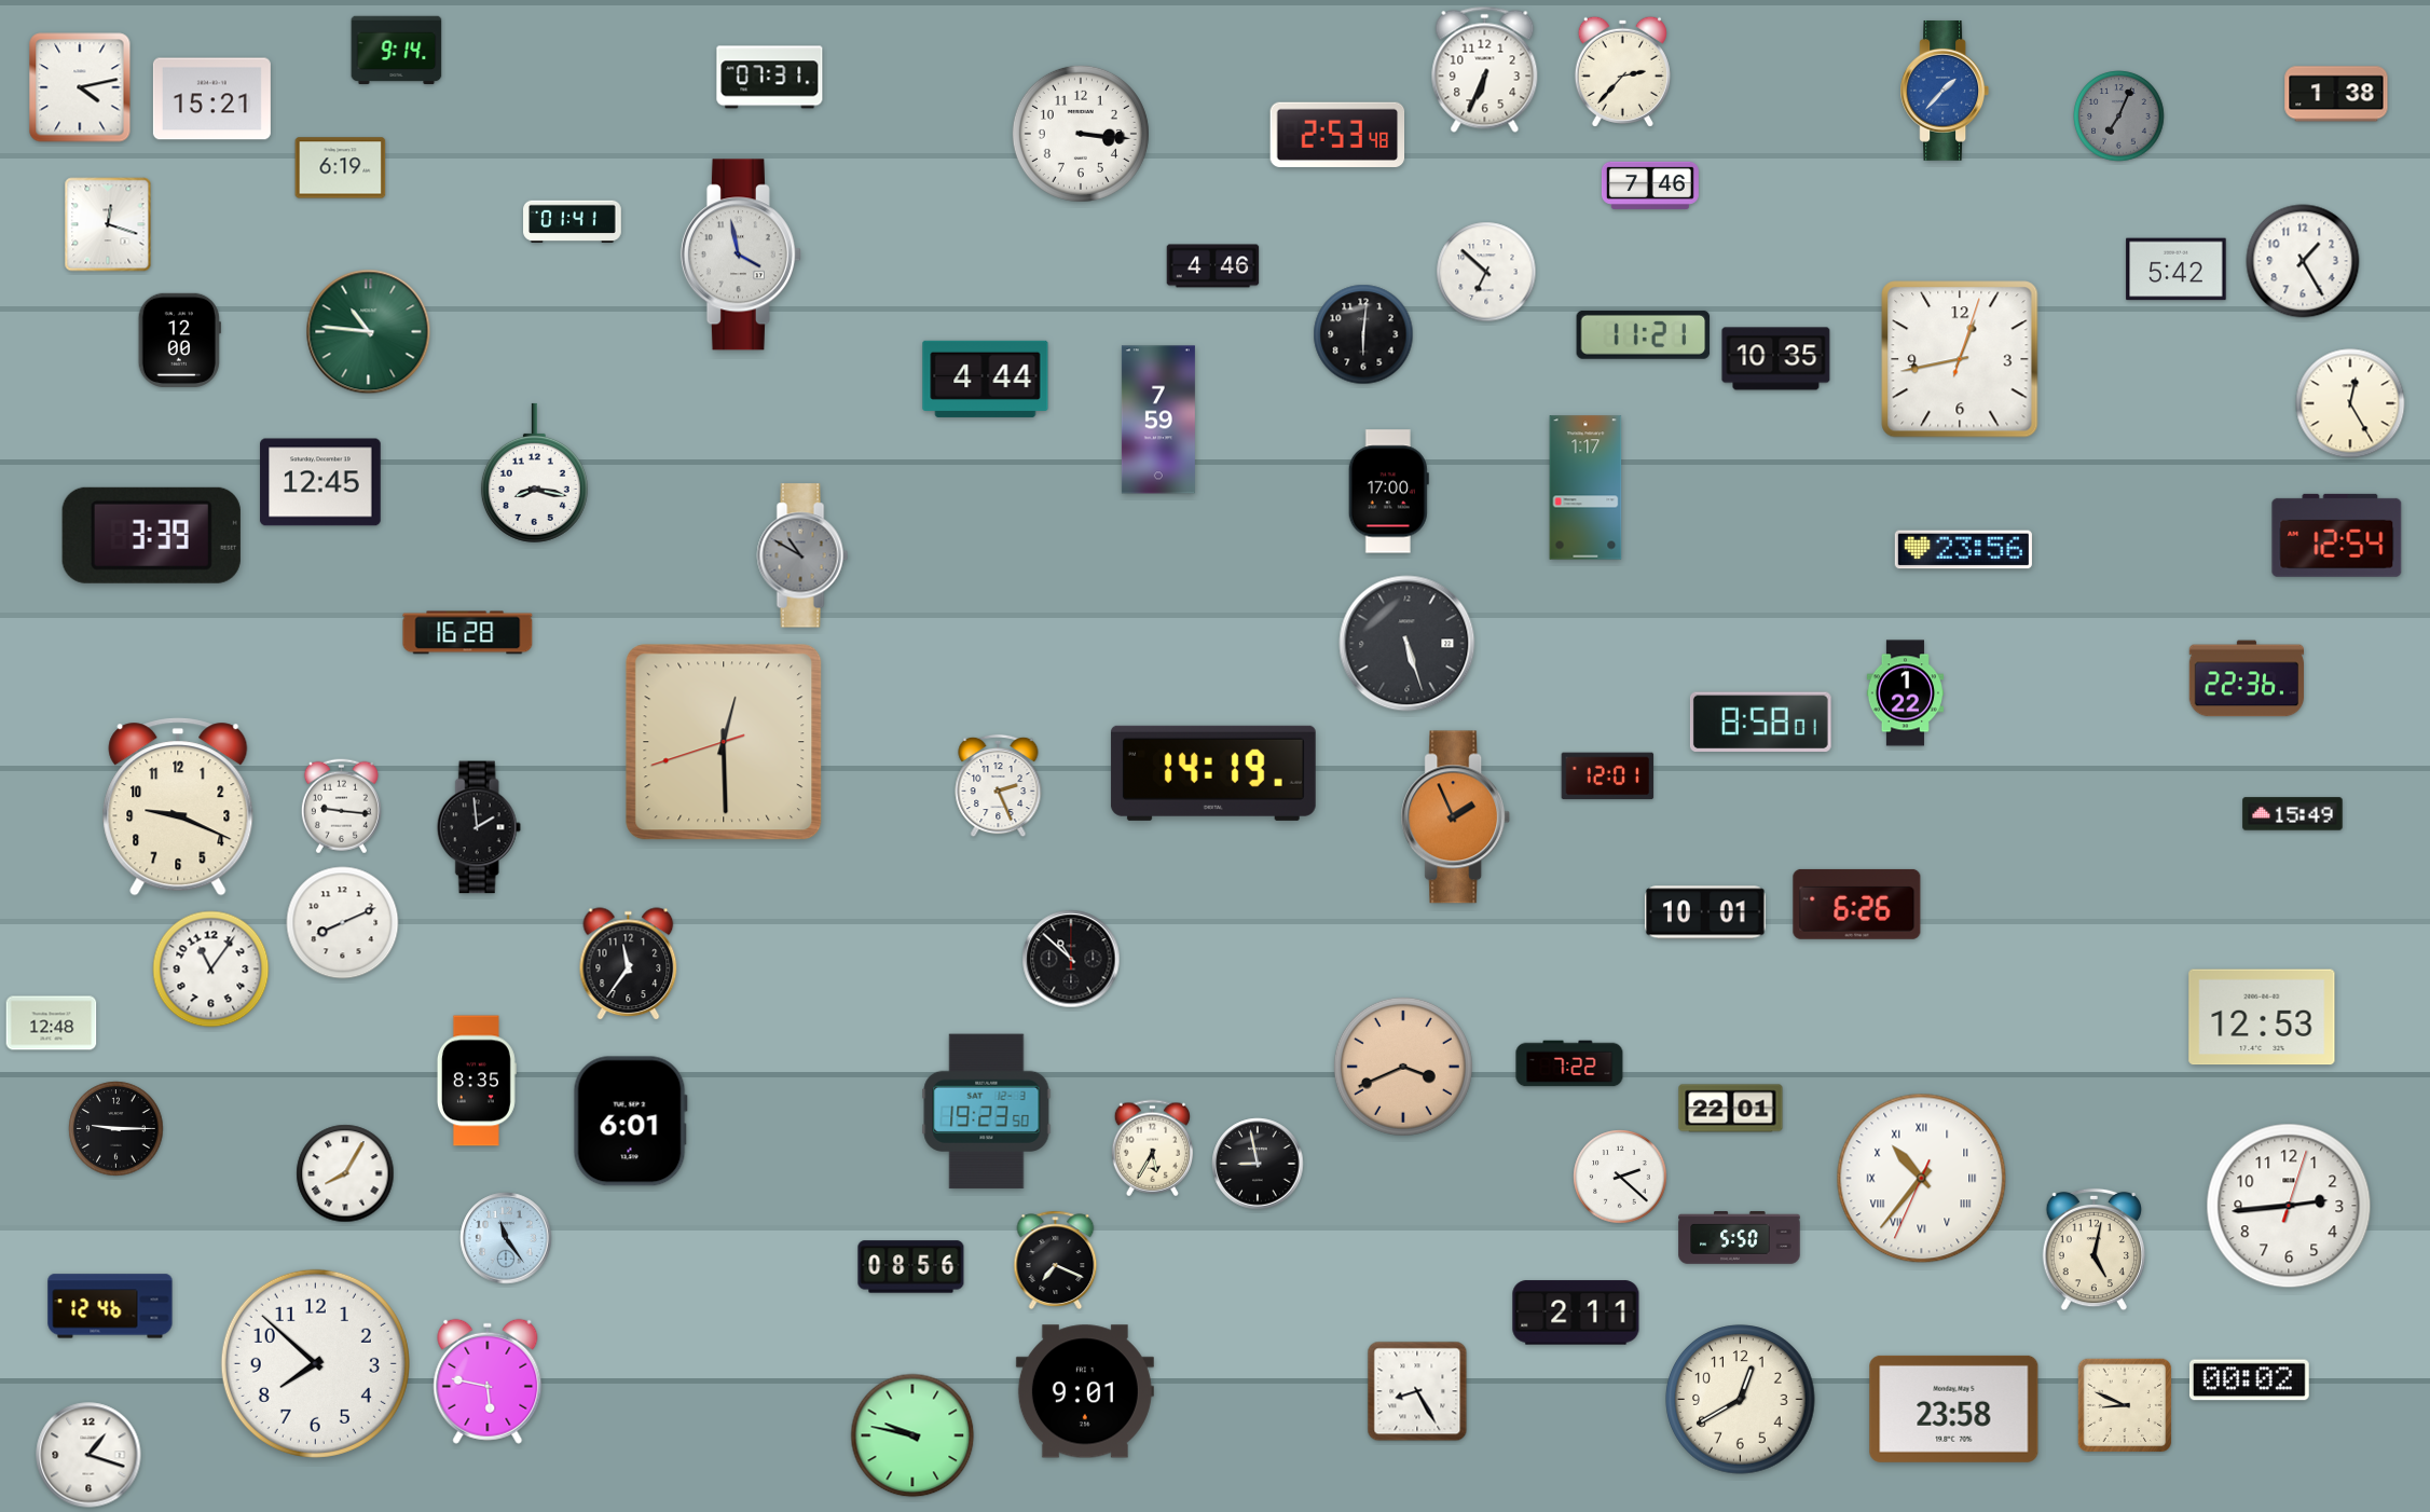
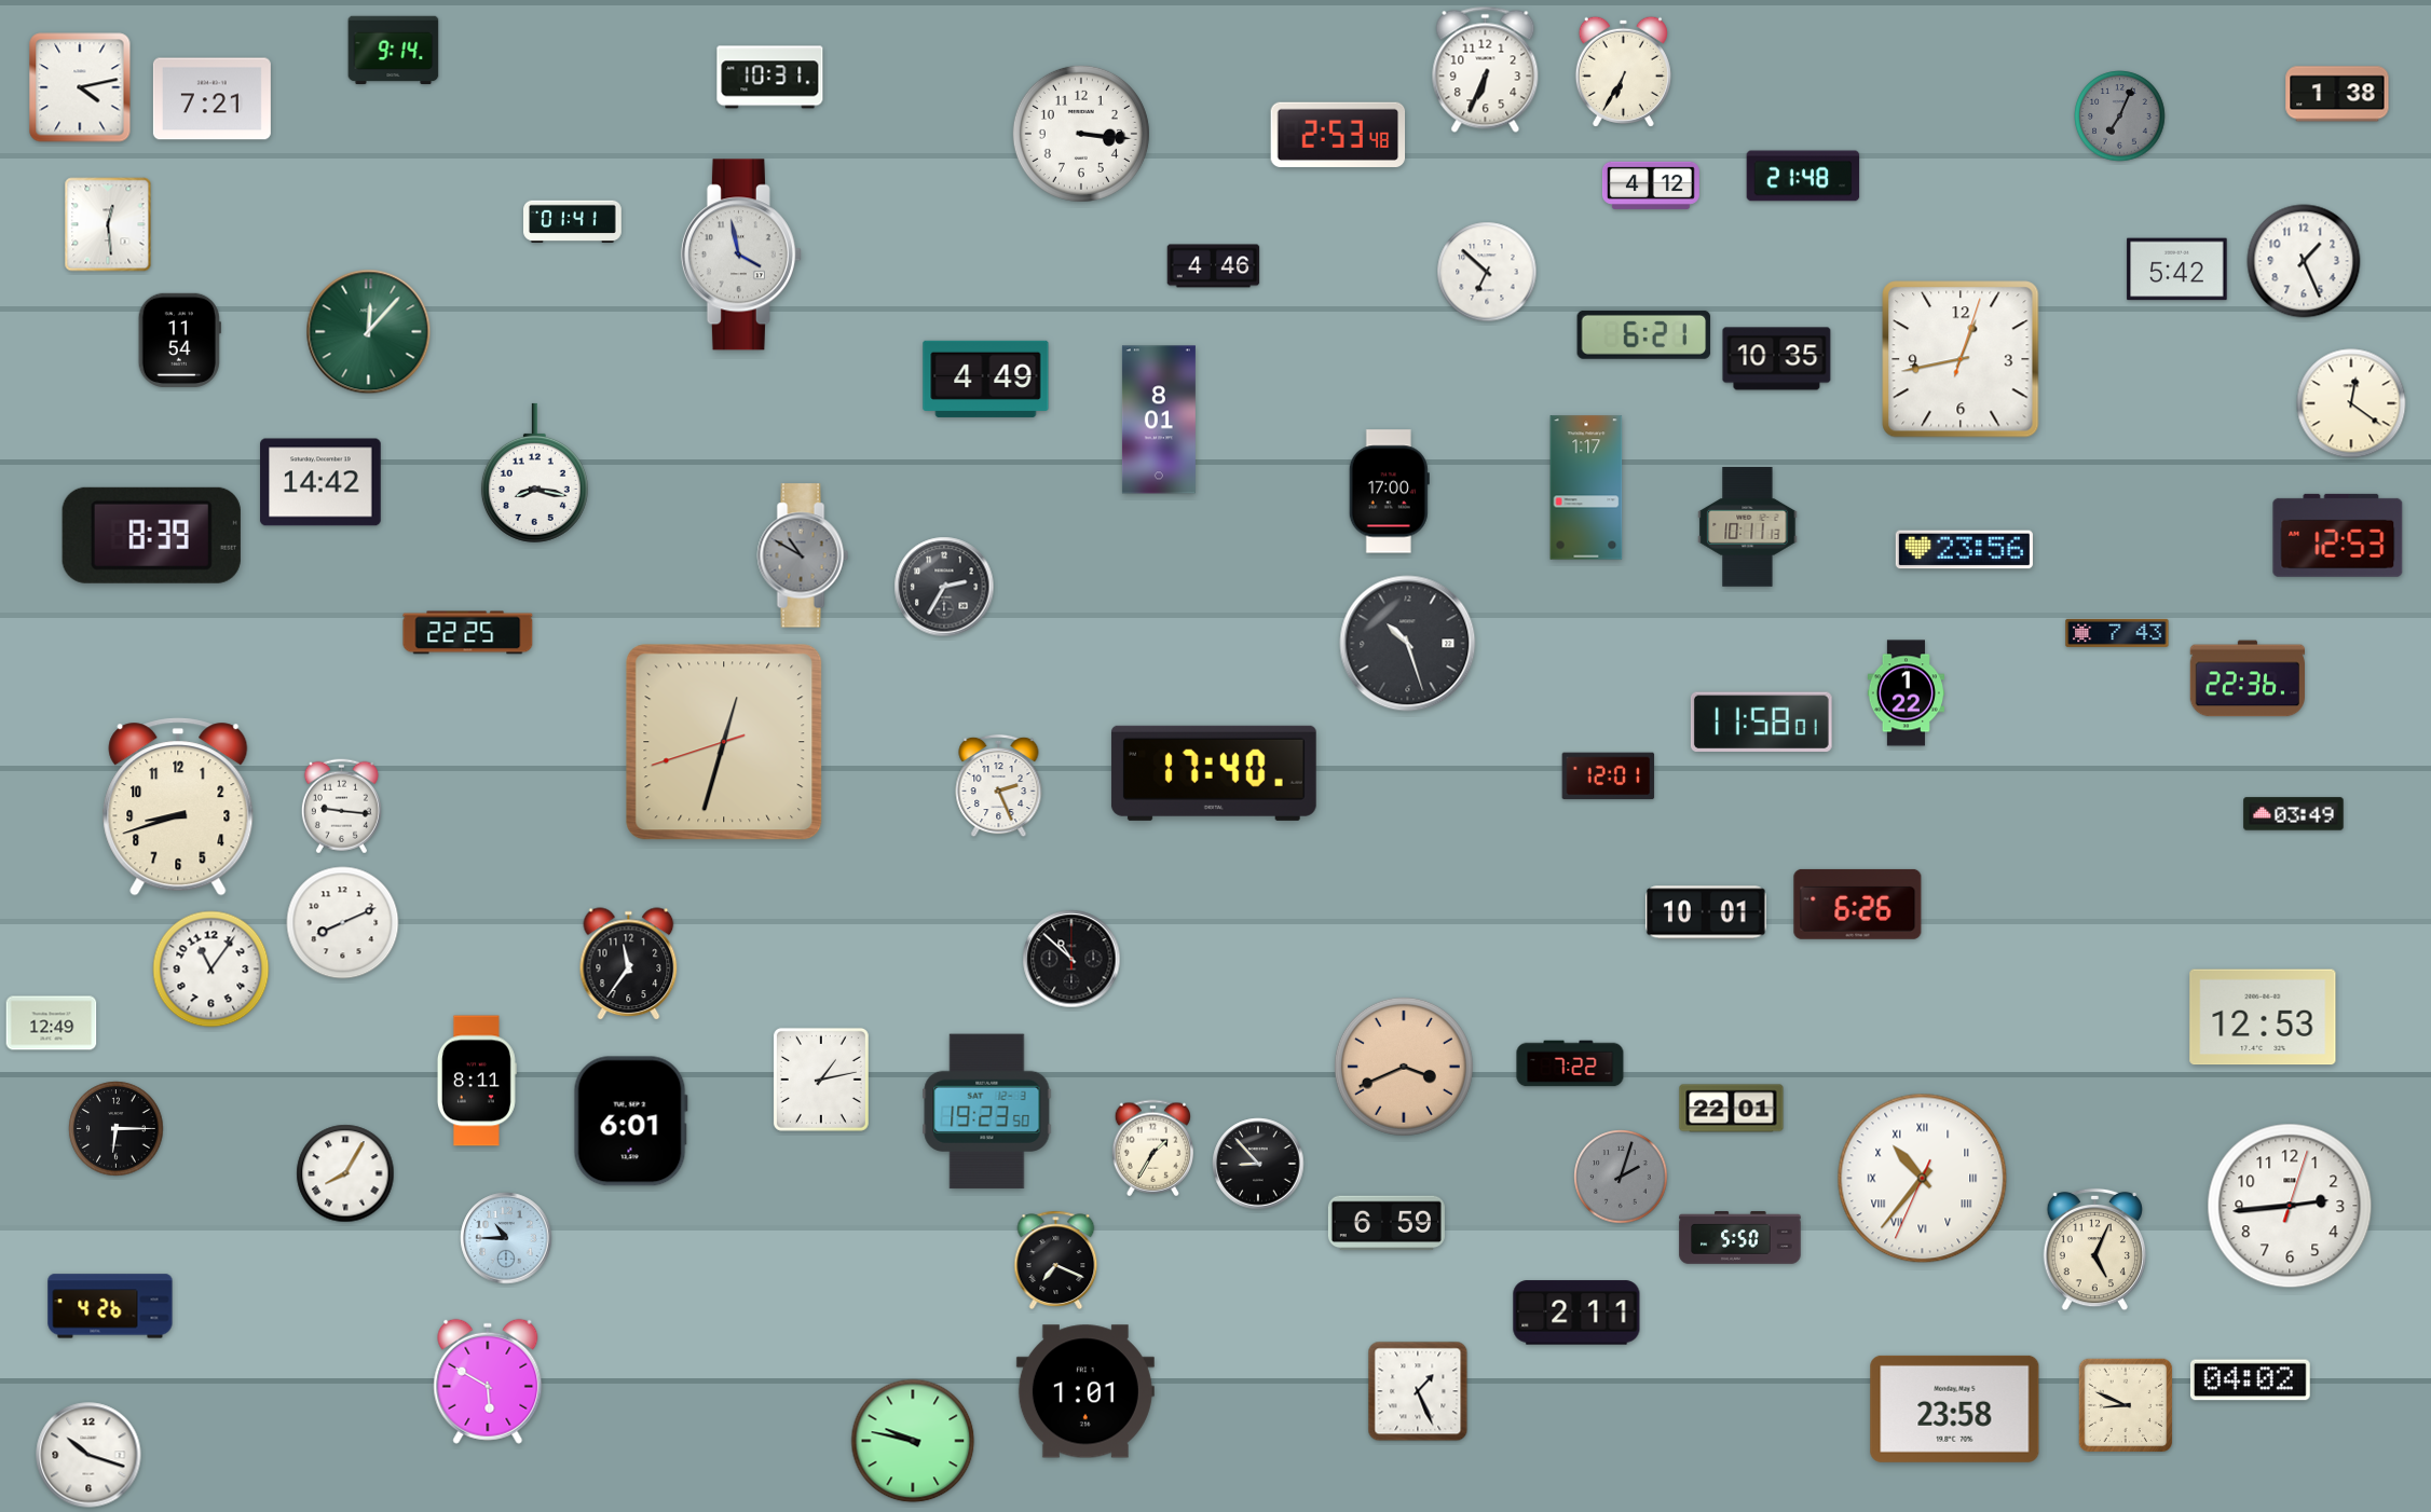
clock at (397, 51) position: (397, 51) -> (394, 51)
clock at (1622, 71): 2:37 -> 6:35
clock at (770, 78): 07:31 -> 10:31
clock at (1945, 91): 1:37 -> none
clock at (211, 99): 15:21 -> 7:21
clock at (341, 168): 6:19 -> none
clock at (1803, 176): none -> 21:48
clock at (1650, 185): 7:46 -> 4:12
clock at (108, 224): 12:18 -> 12:29
clock at (2303, 261): 1:25 -> 1:26
clock at (369, 332): 10:46 -> 12:07
clock at (1363, 334): 6:01 -> none
clock at (1644, 334): 11:21 -> 6:21
clock at (179, 340): 12:00 -> 11:54
clock at (986, 379): 4:44 -> 4:49
clock at (2350, 403): 12:25 -> 12:21
clock at (1158, 420): 7:59 -> 8:01
clock at (320, 482): 12:45 -> 14:42
clock at (1748, 527): none -> 10:11
clock at (151, 535): 3:39 -> 8:39
clock at (2337, 535): 12:54 -> 12:53
clock at (944, 587): none -> 2:35
clock at (468, 633): 16:28 -> 22:25
clock at (2117, 633): none -> 7:43
clock at (1408, 644): 5:27 -> 10:27
clock at (1760, 721): 8:58 -> 11:58
clock at (724, 742): 12:29 -> 12:32
clock at (1213, 773): 14:19 -> 17:40
clock at (178, 807): 9:19 -> 8:42
clock at (2293, 814): 15:49 -> 03:49
clock at (1456, 817): 1:56 -> none
clock at (479, 827): 1:59 -> none
clock at (52, 1023): 12:48 -> 12:49
clock at (821, 1080): none -> 1:13
clock at (477, 1081): 8:35 -> 8:11
clock at (116, 1129): 9:15 -> 6:15
clock at (1152, 1149): 5:35 -> 1:35
clock at (1258, 1164): 8:58 -> 8:53
clock at (1620, 1177): 2:22 -> 2:03
clock at (1620, 1177) dial: white -> grey
clock at (1387, 1223): none -> 6:59
clock at (506, 1238): 11:24 -> 10:45
clock at (2093, 1250): 5:02 -> 5:04
clock at (911, 1267): 08:56 -> none
clock at (110, 1306): 12:46 -> 4:26
clock at (315, 1363): 7:52 -> none
clock at (2249, 1380): 00:02 -> 04:02
clock at (488, 1382): 5:47 -> 5:50
clock at (1085, 1391): 9:01 -> 1:01
clock at (1417, 1391): 8:25 -> 1:26
clock at (1741, 1400): 12:40 -> none
clock at (912, 1435) position: (912, 1435) -> (913, 1441)
clock at (88, 1455): 1:18 -> 10:18
